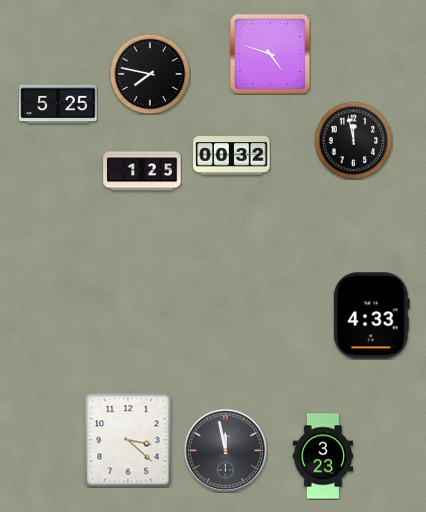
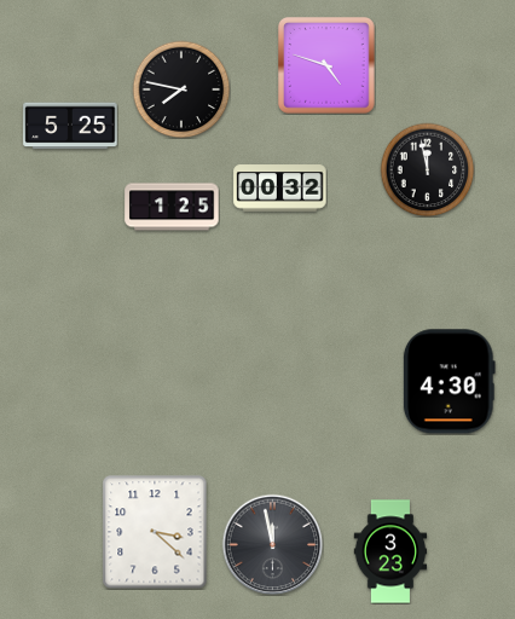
clock at (371, 316): 4:33 -> 4:30
